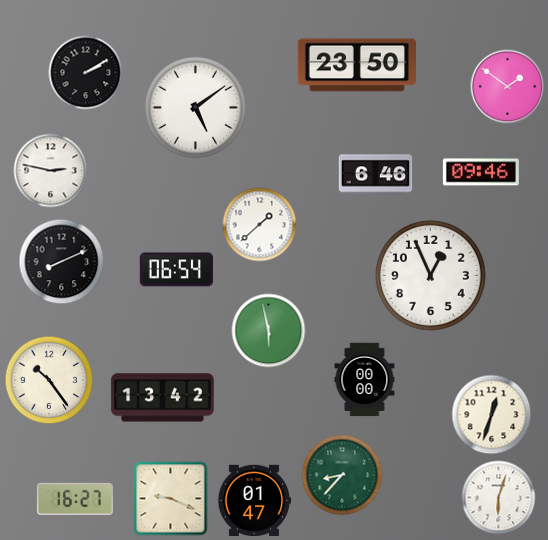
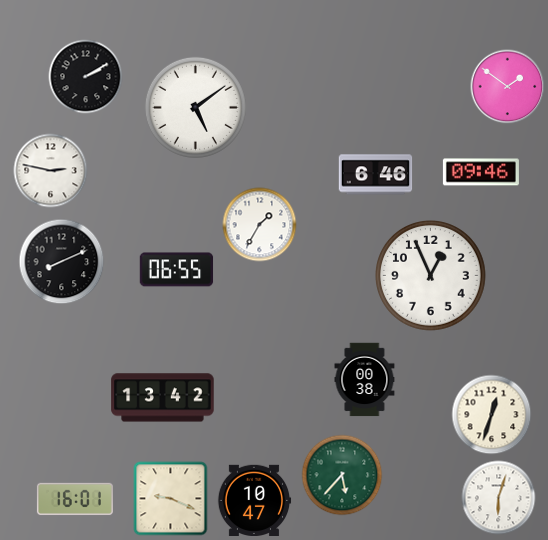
clock at (357, 65): 23:50 -> none
clock at (86, 73) position: (86, 73) -> (86, 77)
clock at (260, 225): 1:38 -> 1:35
clock at (177, 270): 06:54 -> 06:55
clock at (269, 331): 5:58 -> none
clock at (49, 380): 10:24 -> none
clock at (365, 380): 00:00 -> 00:38
clock at (342, 475): 8:37 -> 5:37
clock at (75, 499): 16:27 -> 16:01
clock at (254, 501): 01:47 -> 10:47
